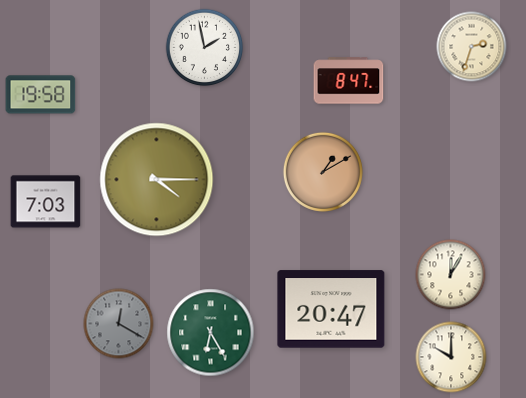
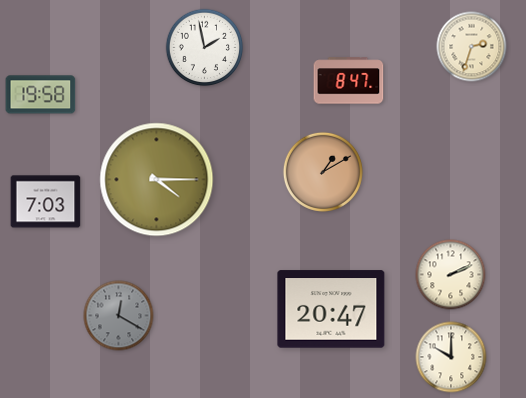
clock at (451, 275): 12:05 -> 2:11
clock at (119, 324) position: (119, 324) -> (119, 316)
clock at (211, 333): 6:25 -> none
